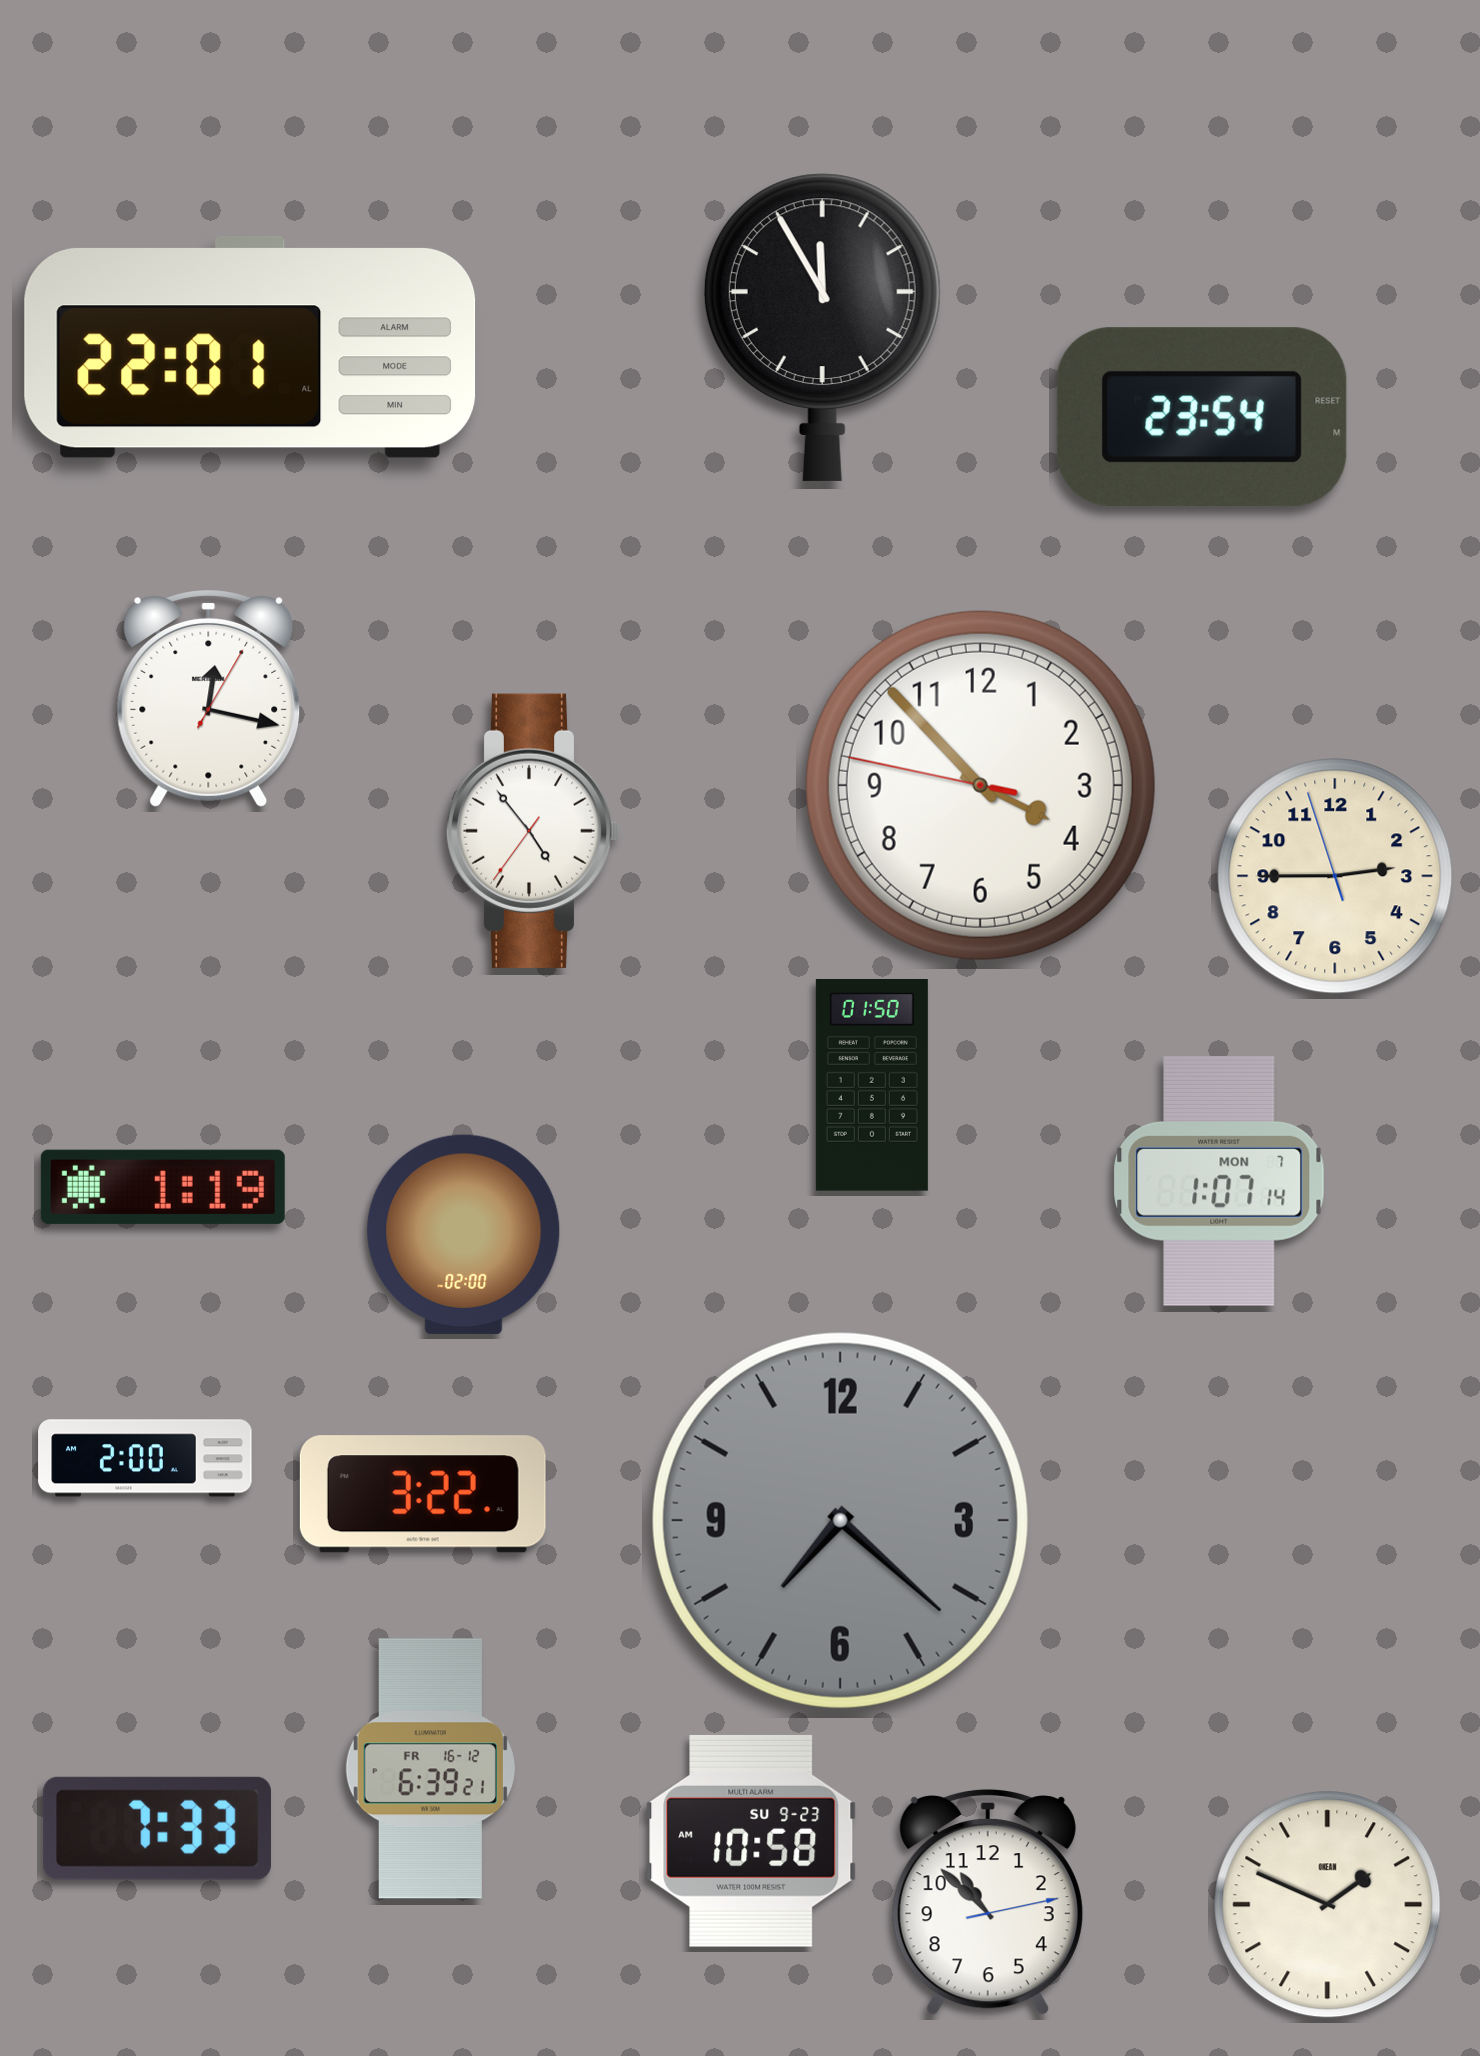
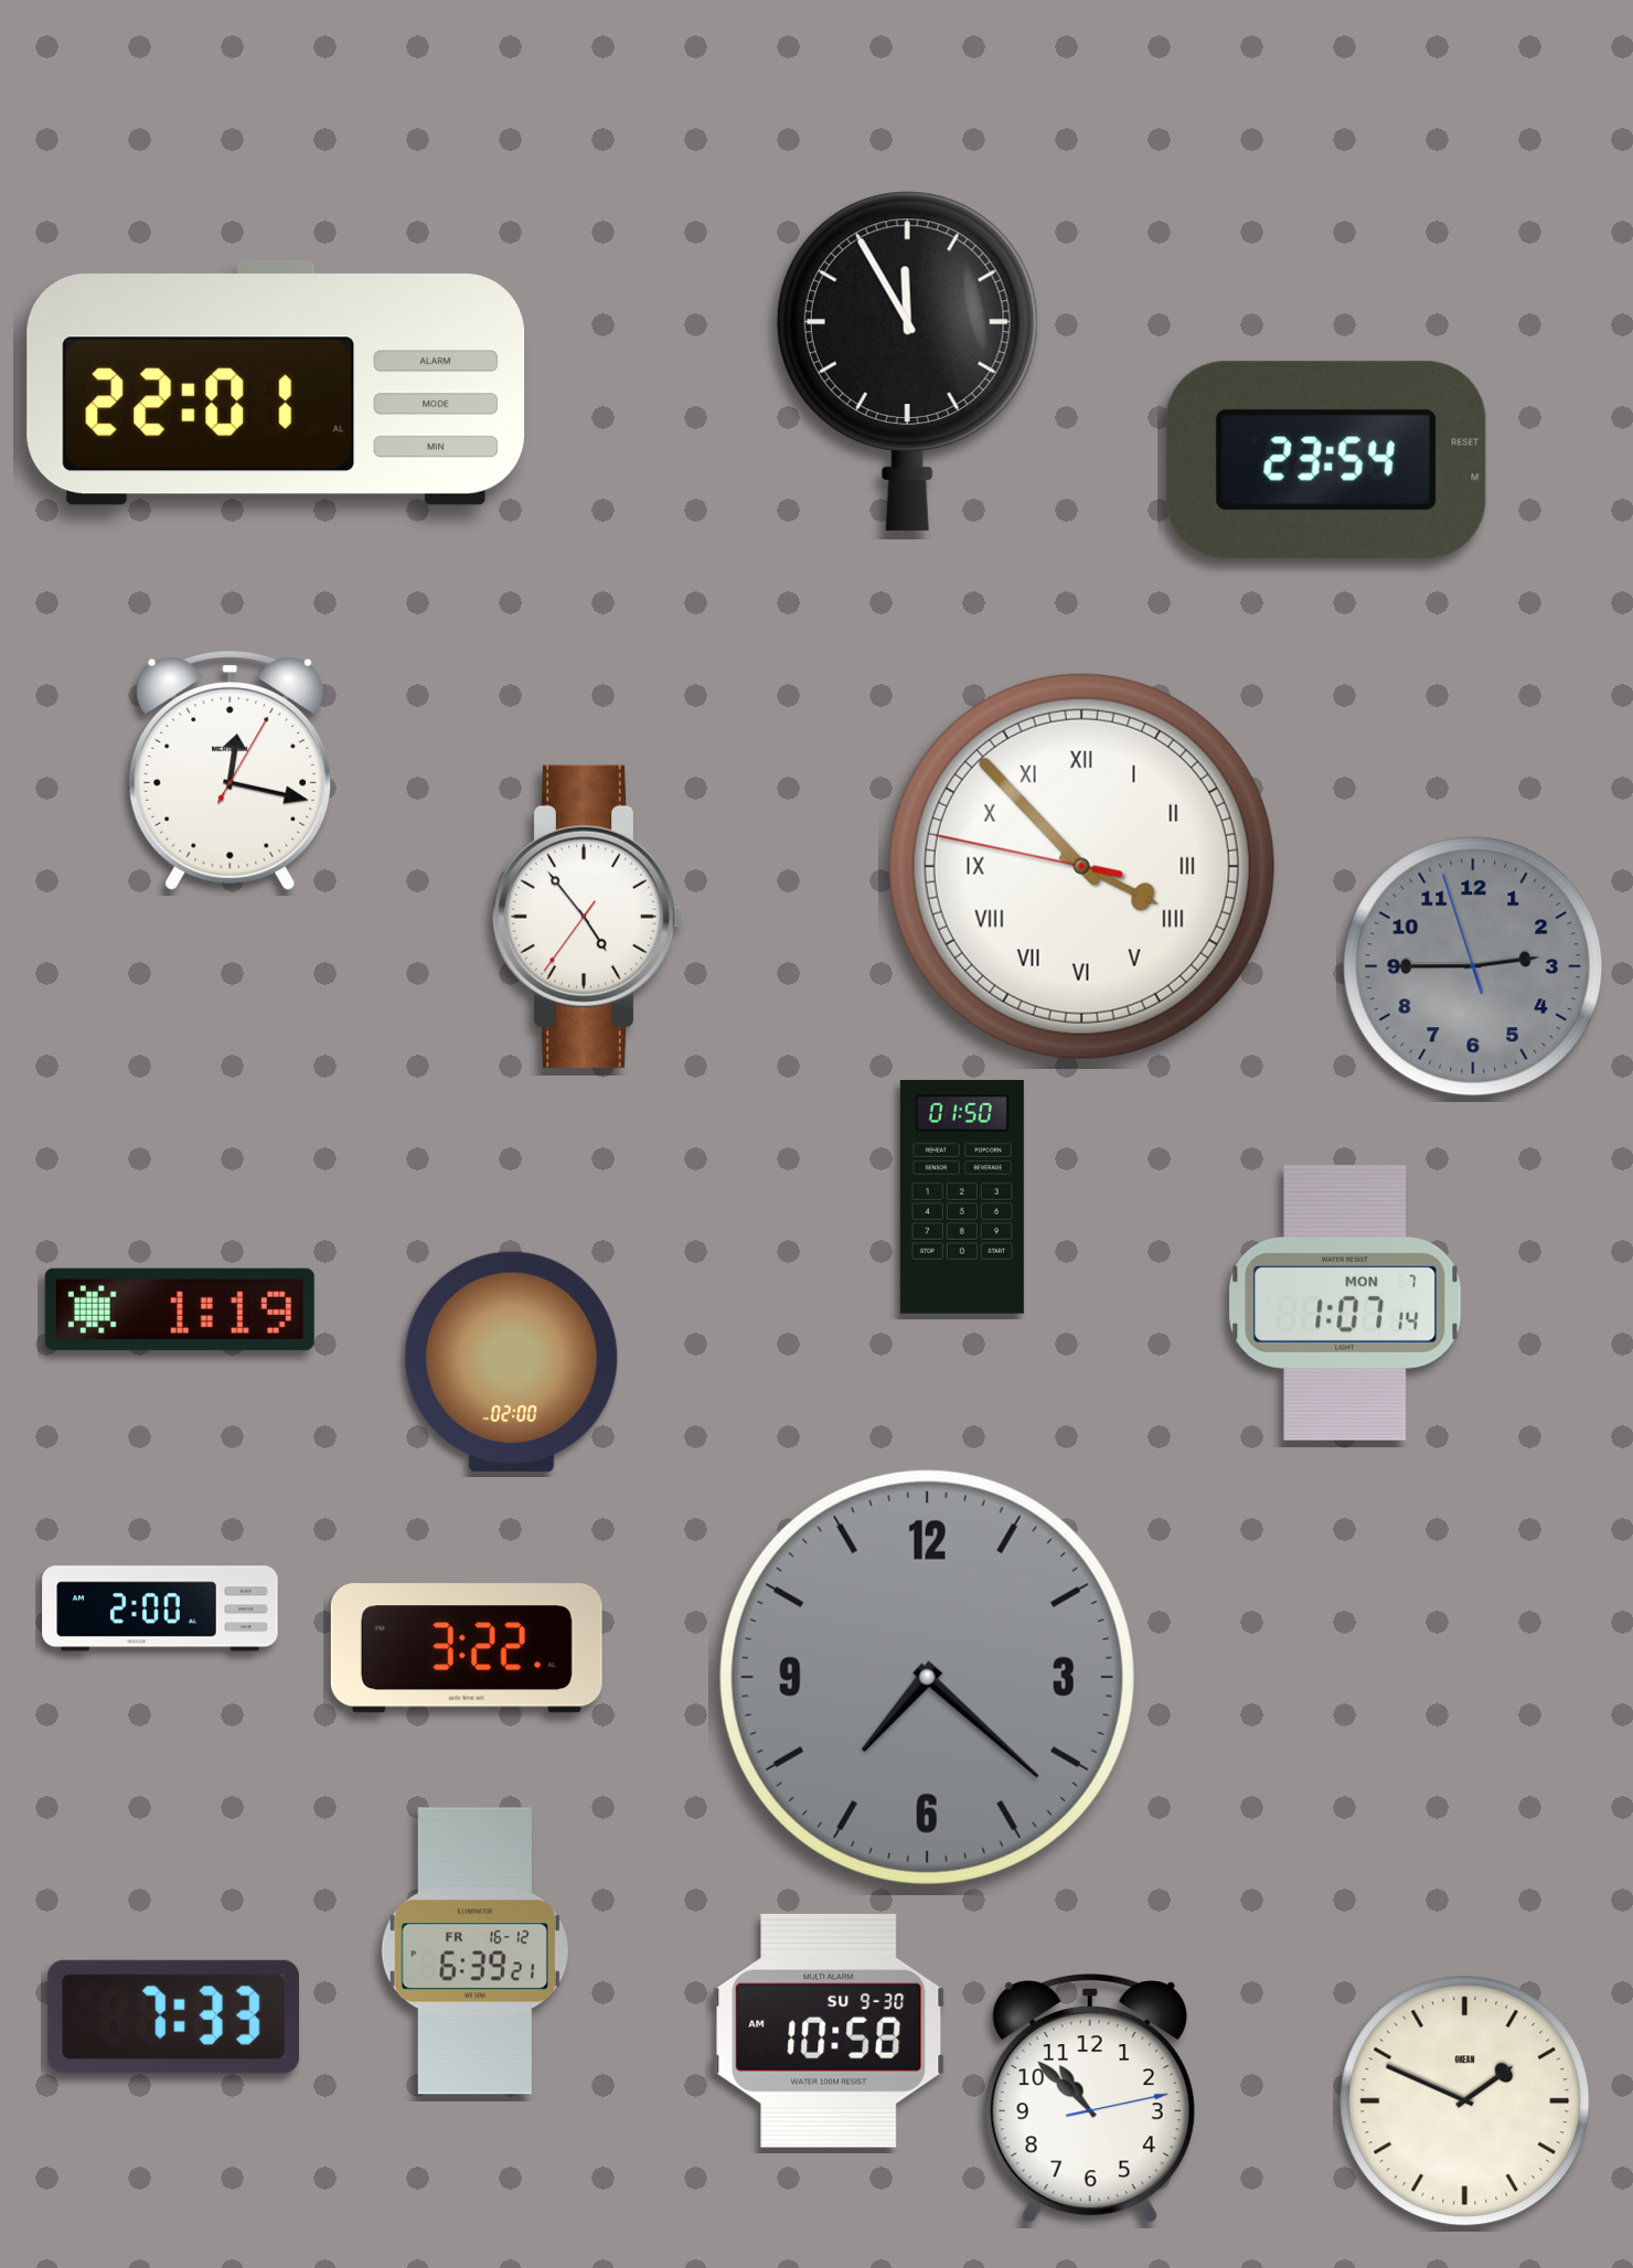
clock at (980, 785) numerals: Arabic -> Roman
clock at (1335, 876) dial: cream -> grey
clock at (751, 1841) date: SU 9-23 -> SU 9-30
